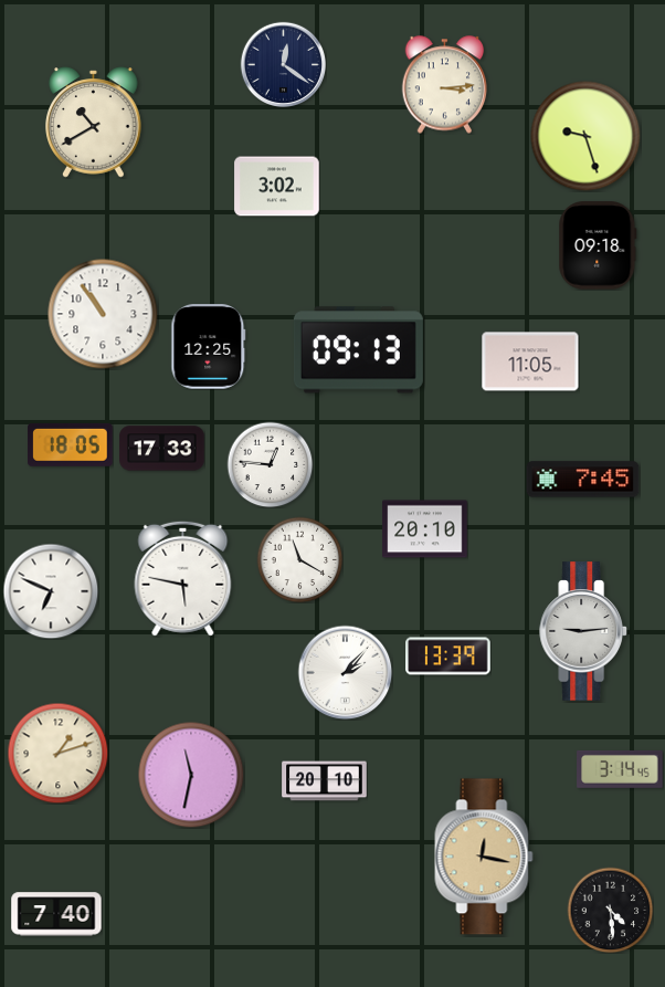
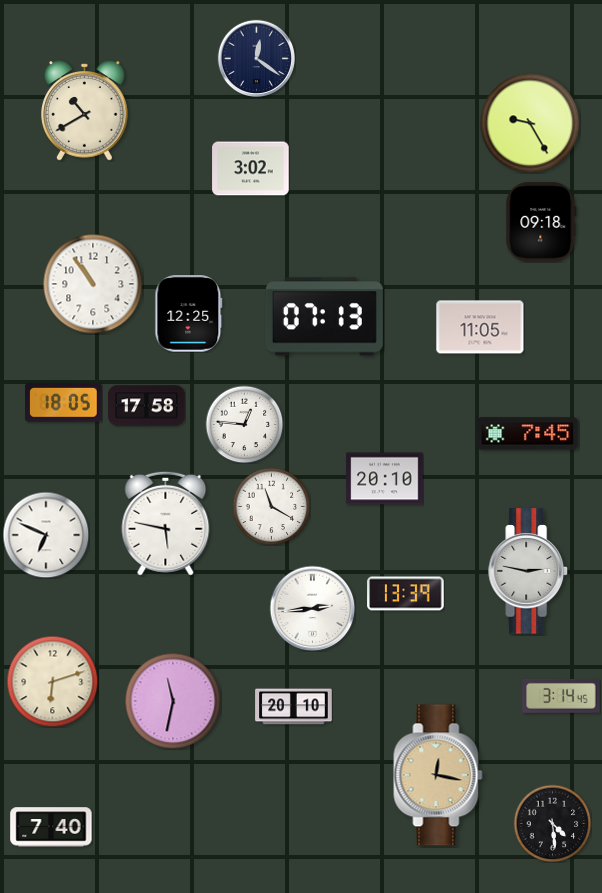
clock at (445, 85): 3:14 -> none
clock at (585, 136): 9:27 -> 9:25
clock at (358, 350): 09:13 -> 07:13
clock at (162, 449): 17:33 -> 17:58
clock at (270, 464) position: (270, 464) -> (244, 424)
clock at (583, 631): 9:14 -> 2:47
clock at (345, 672): 2:07 -> 2:44
clock at (57, 753): 1:12 -> 6:12
